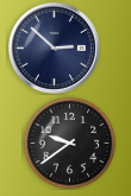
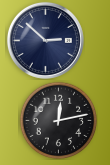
clock at (69, 143): 9:39 -> 12:13
